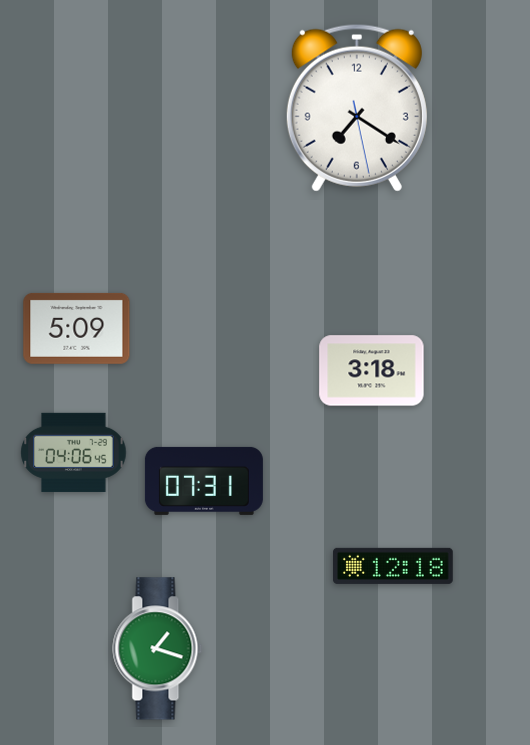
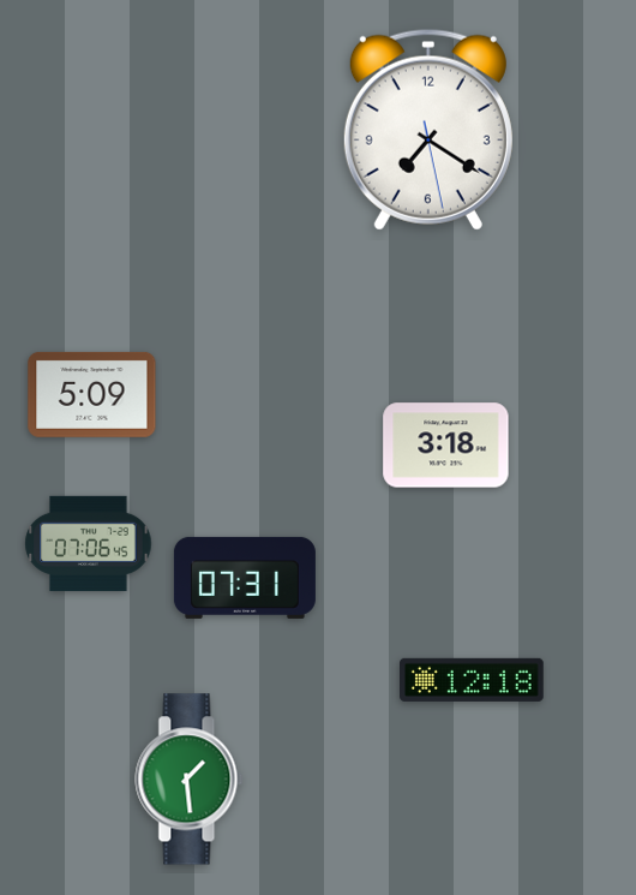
clock at (74, 452): 04:06 -> 07:06
clock at (158, 649): 1:18 -> 1:29
